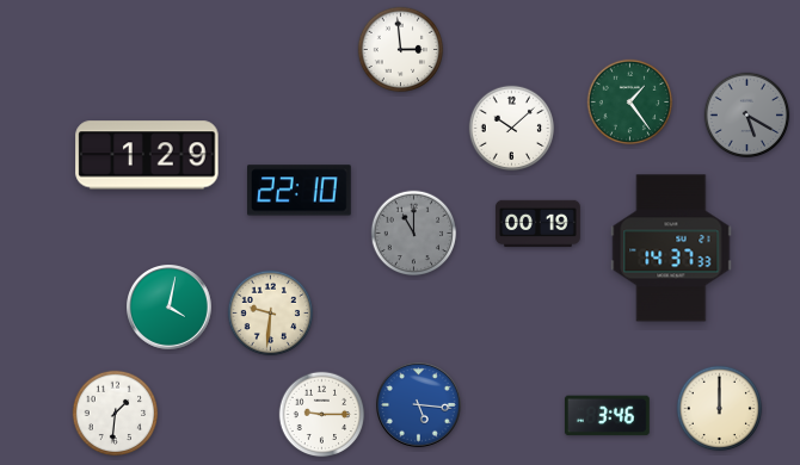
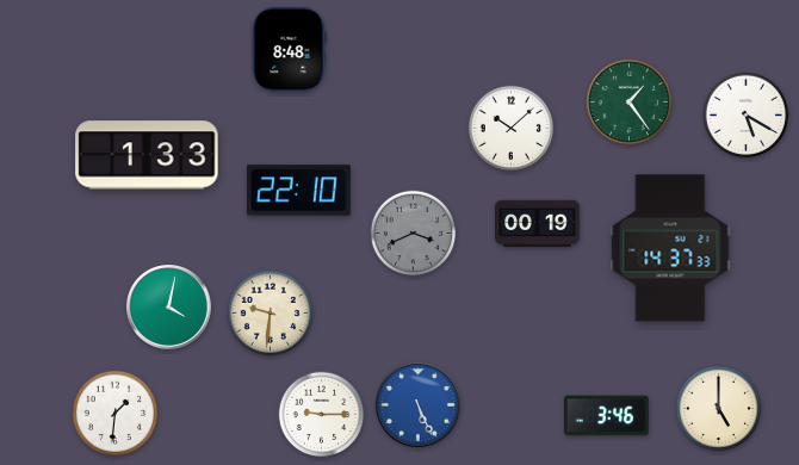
clock at (290, 49): none -> 8:48
clock at (401, 50): 2:59 -> none
clock at (747, 116) dial: grey -> white
clock at (147, 155): 1:29 -> 1:33
clock at (414, 234): 11:00 -> 3:41
clock at (419, 405): 5:16 -> 5:26
clock at (720, 409): 12:00 -> 5:00
